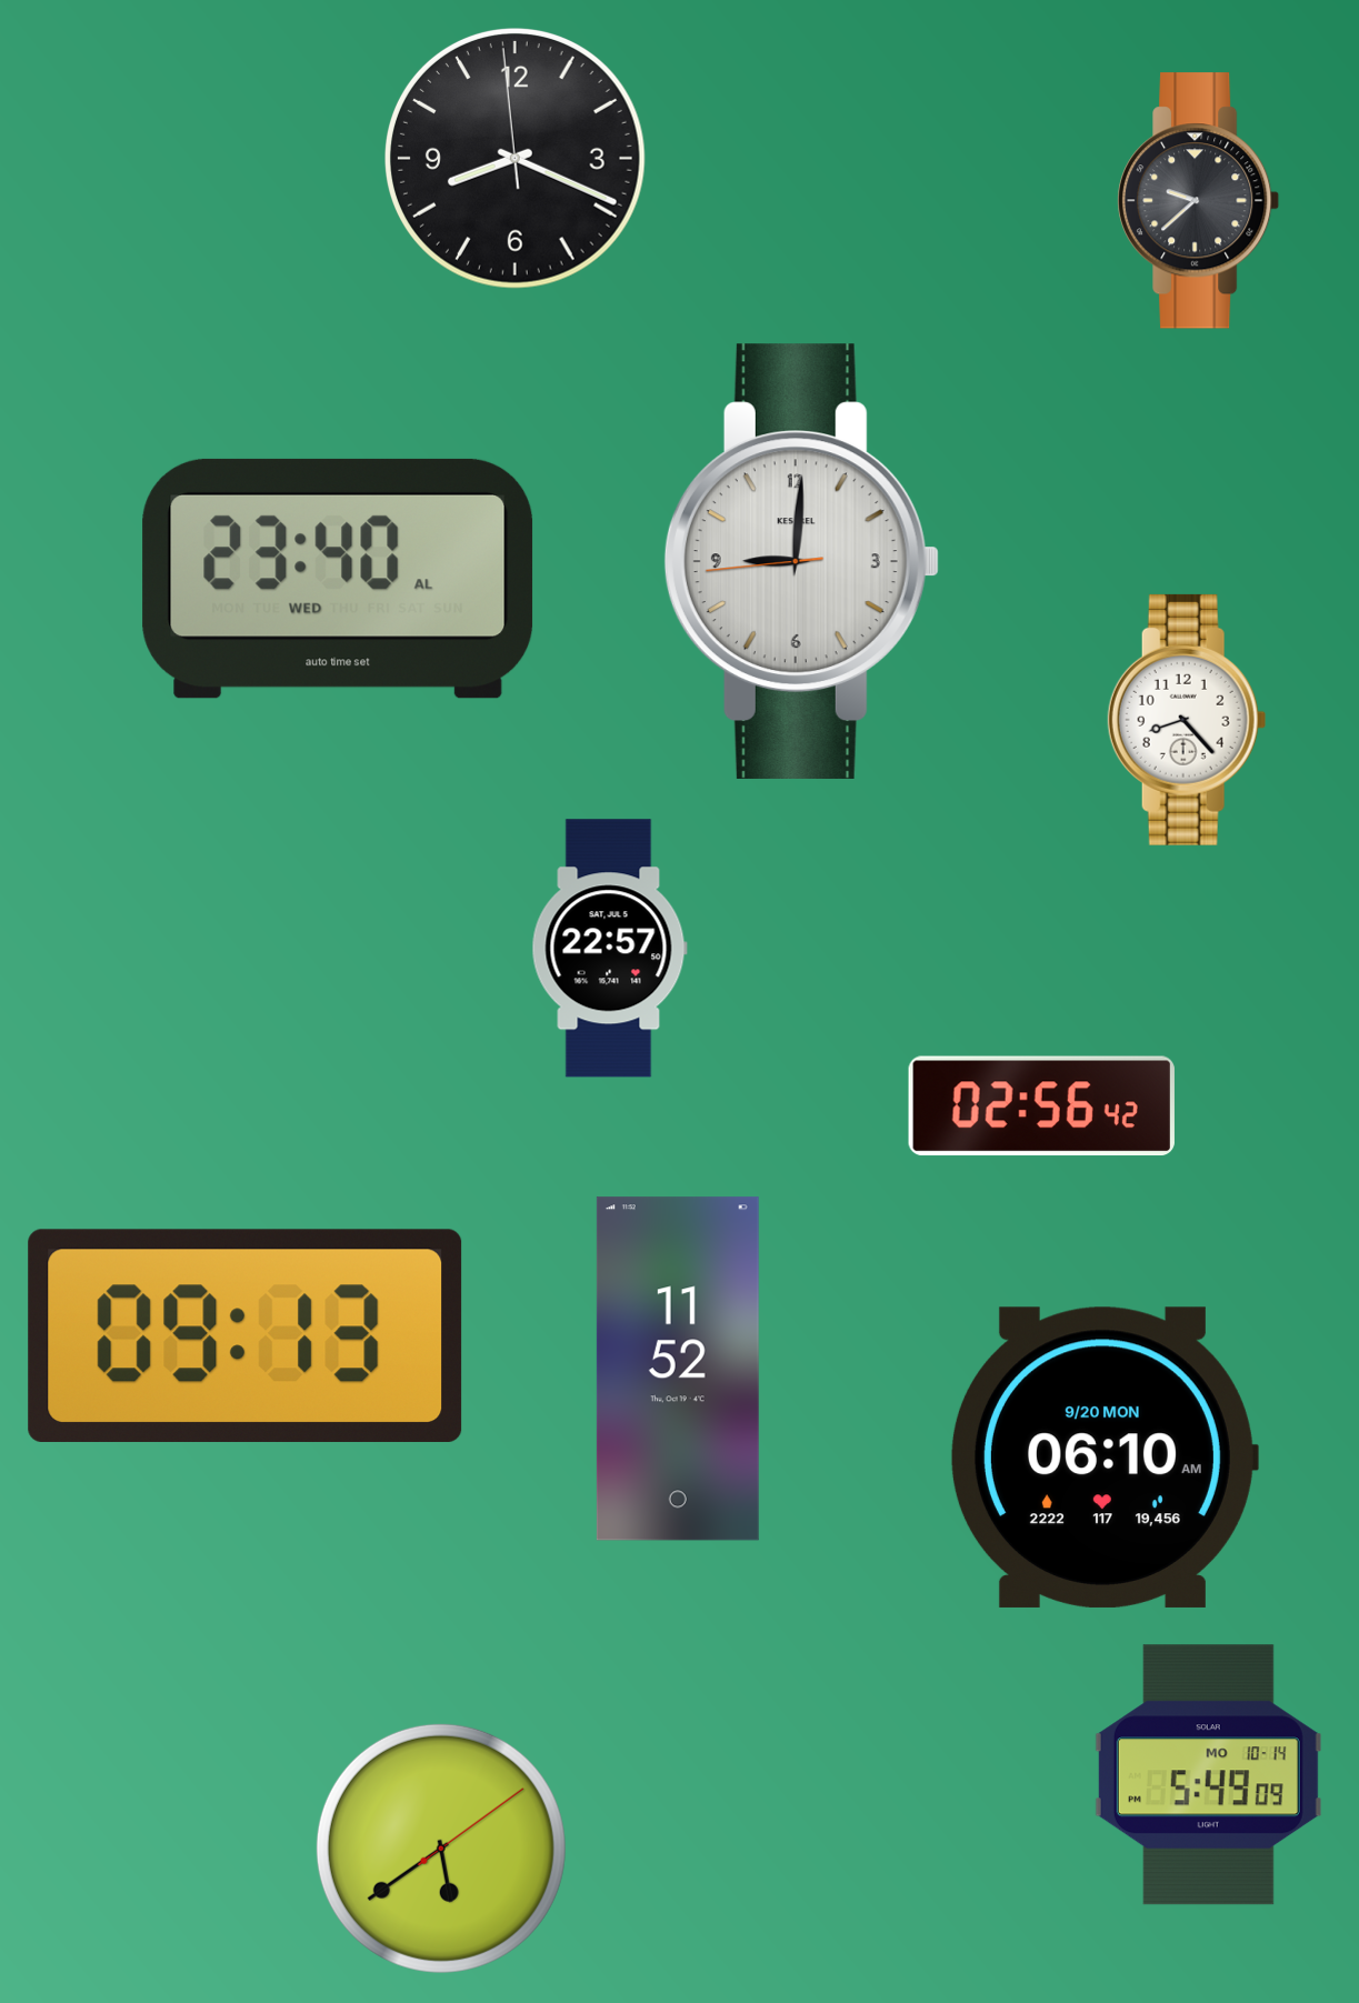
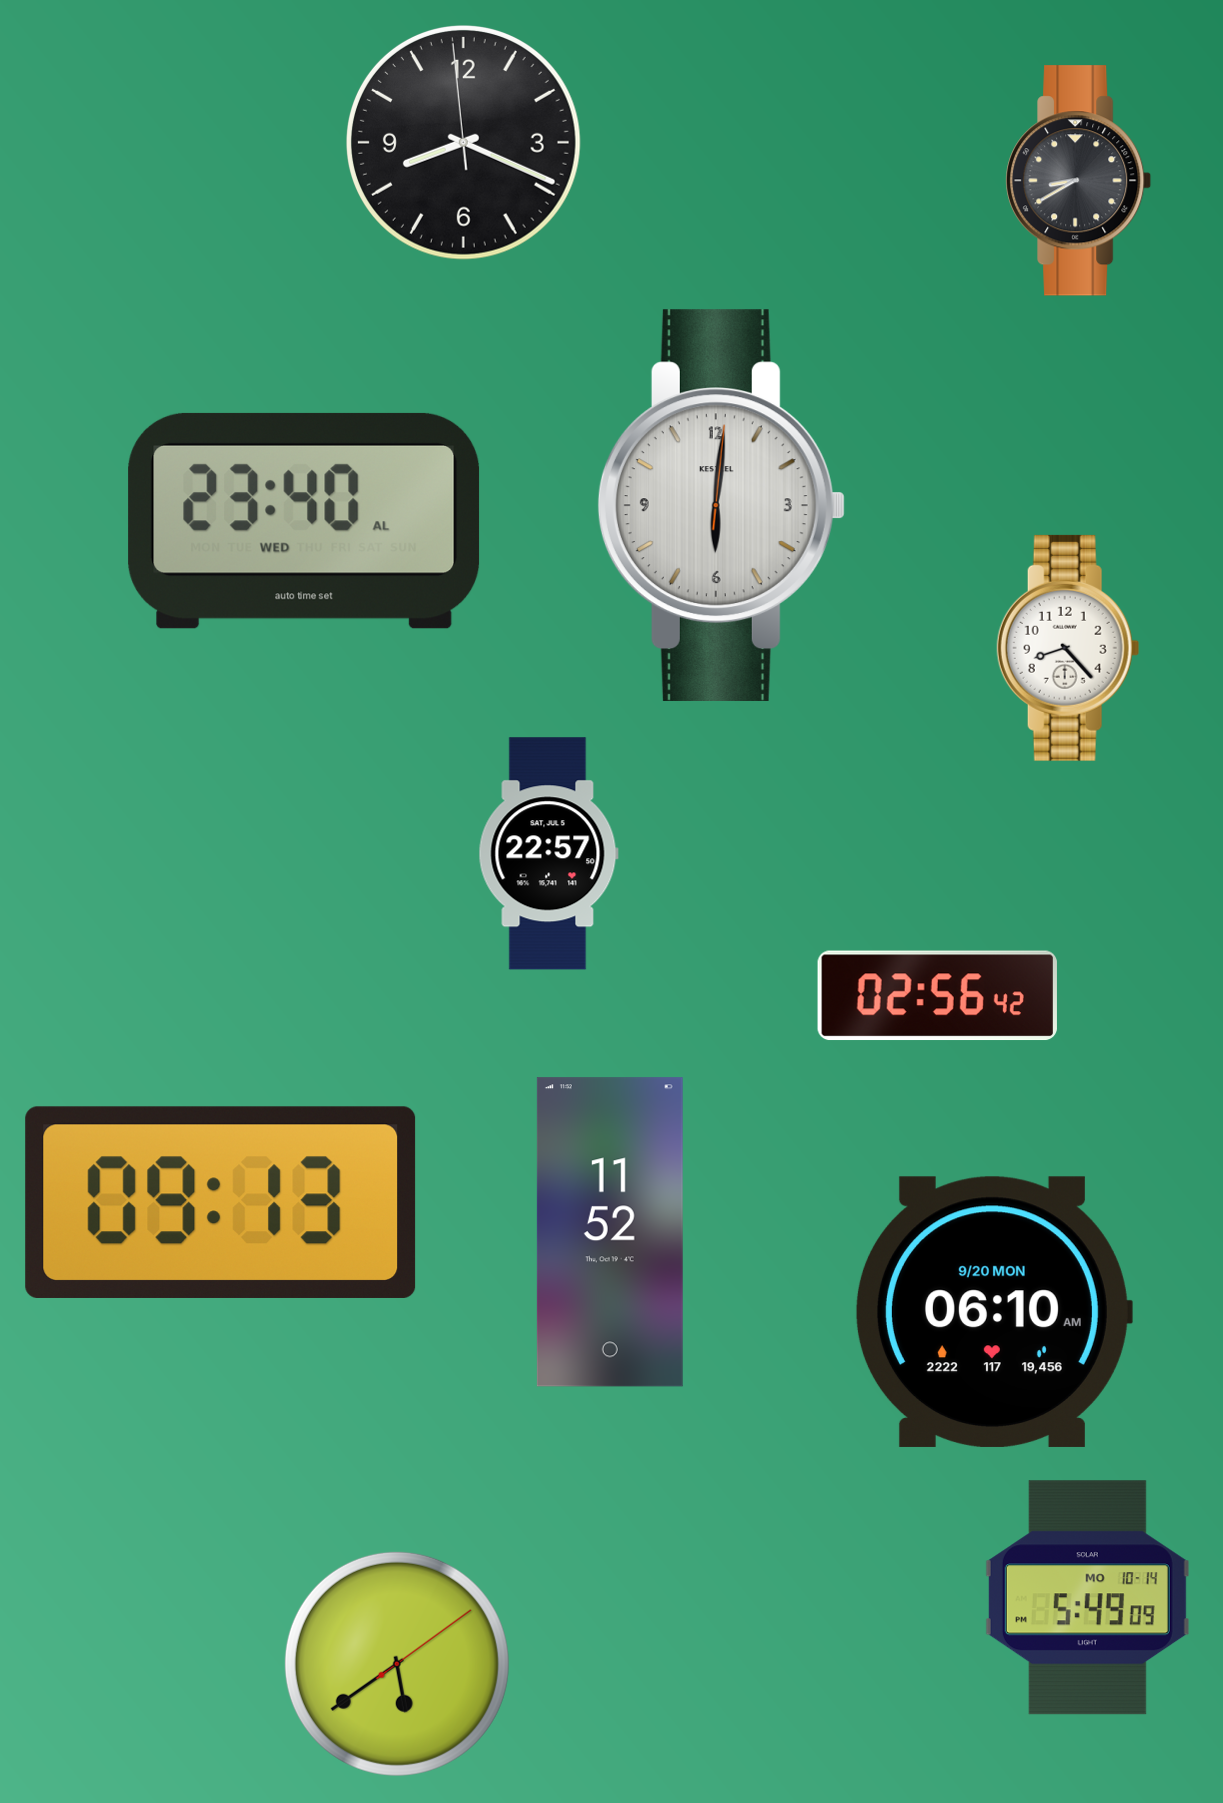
clock at (1199, 201): 9:38 -> 8:40
clock at (801, 561): 9:00 -> 6:01
